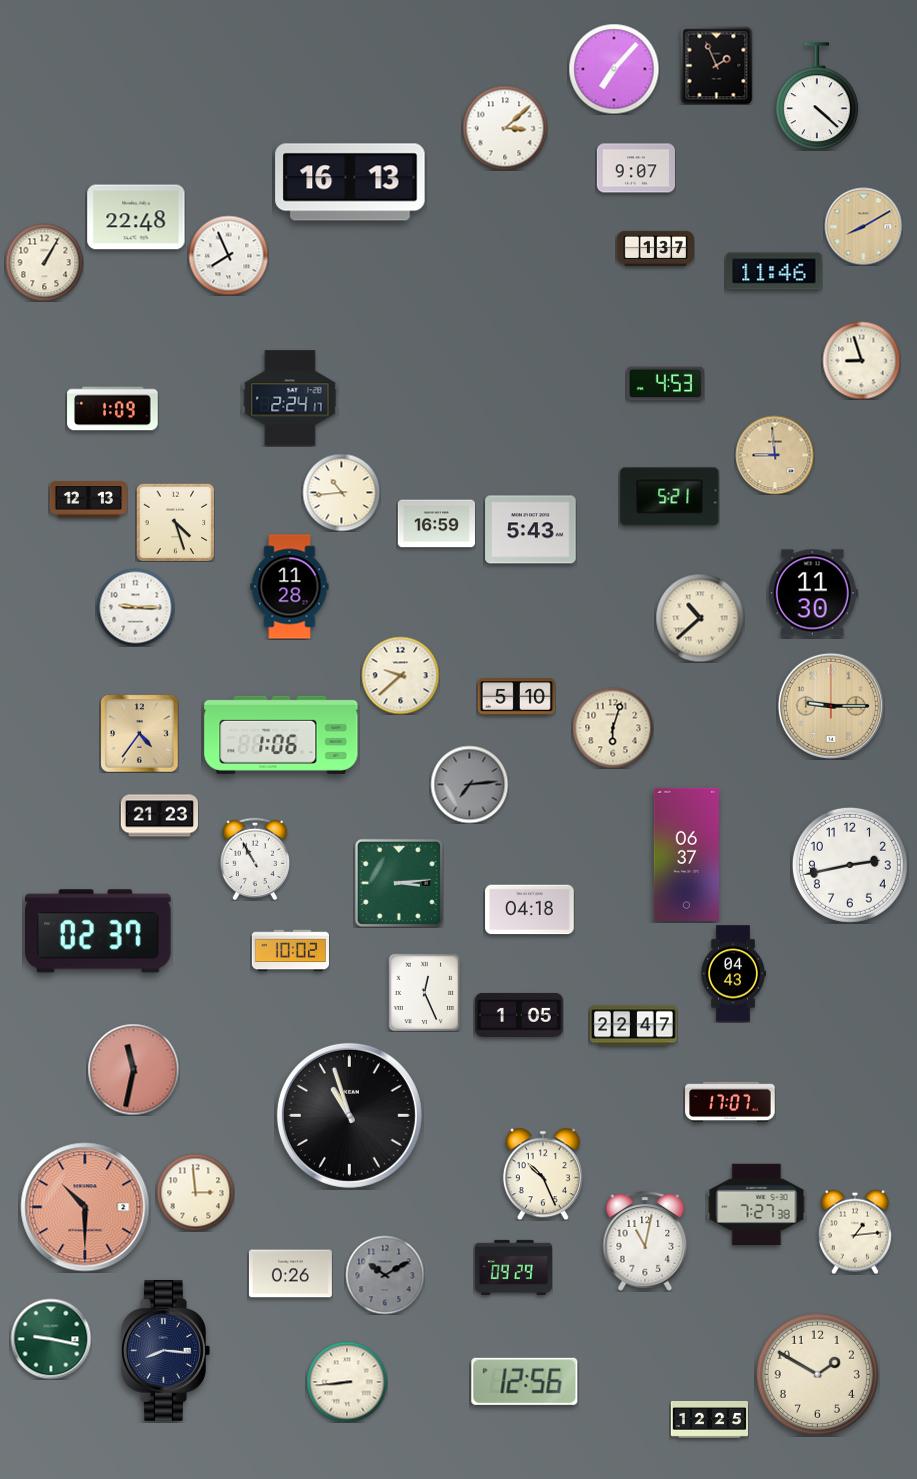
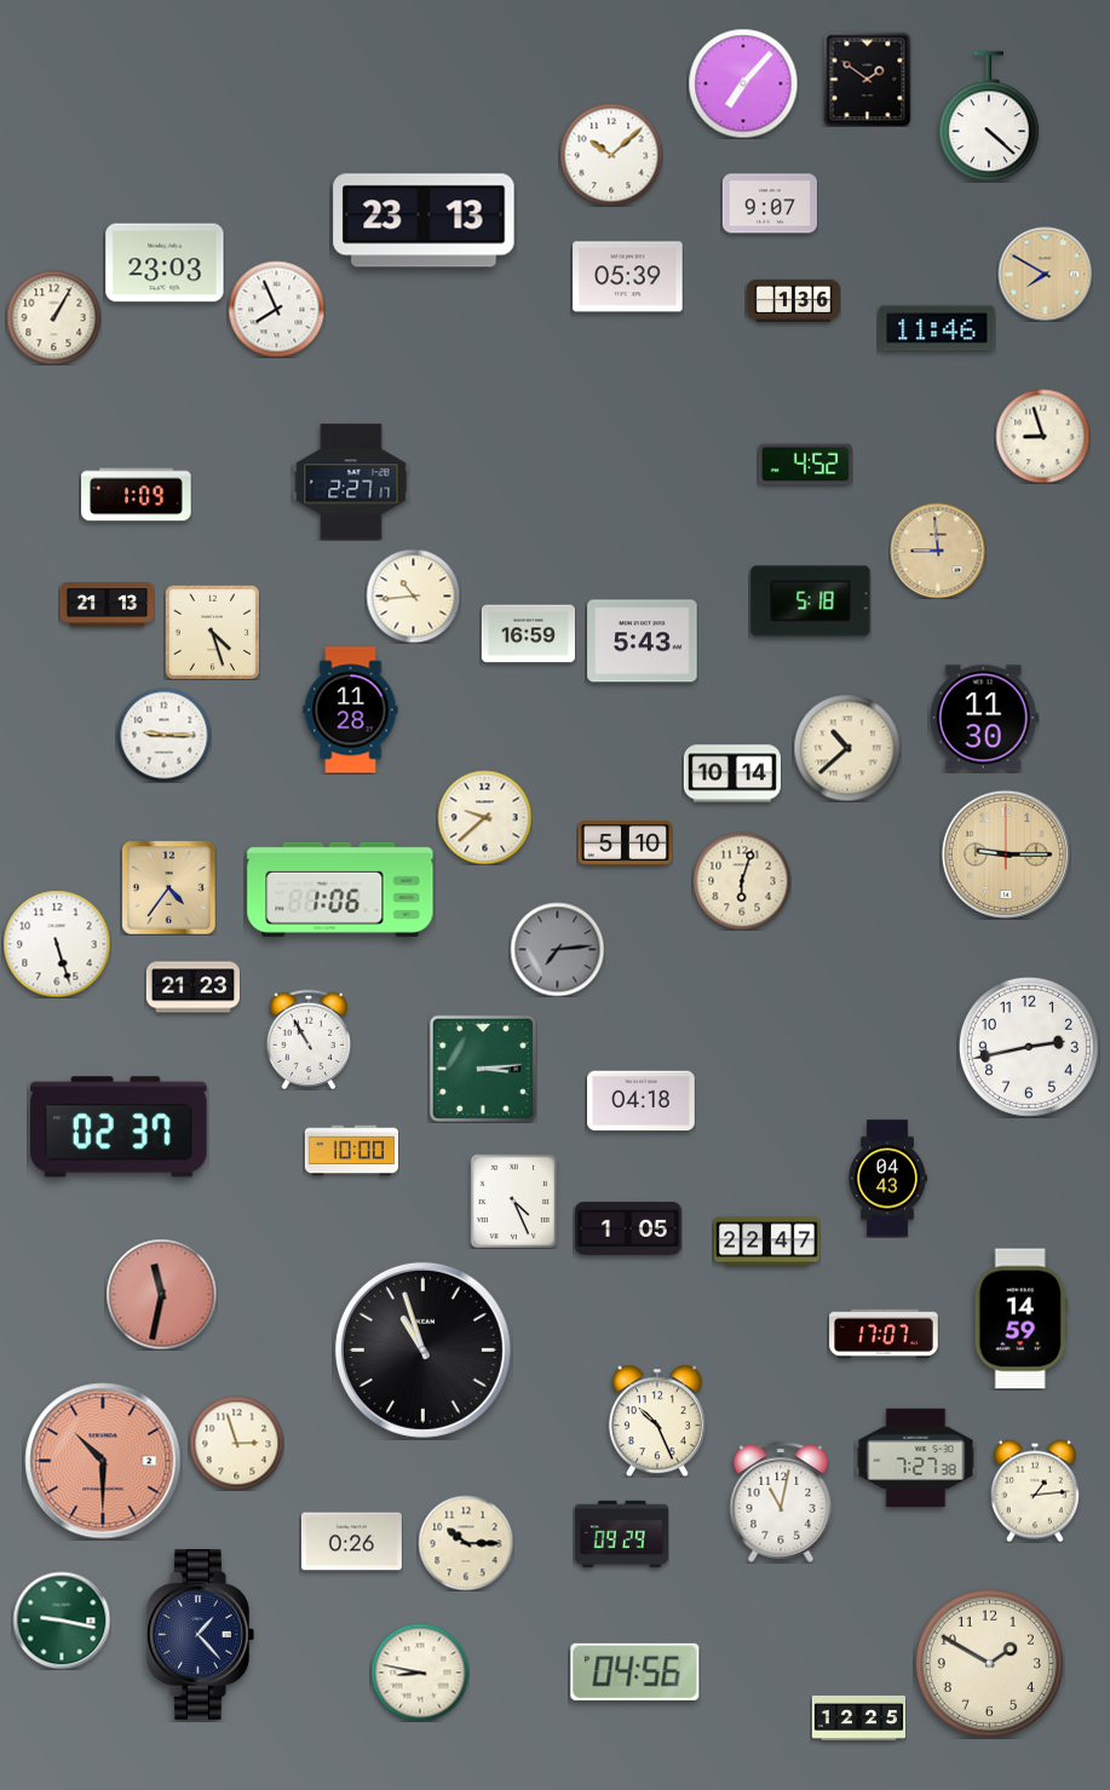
clock at (717, 65): 1:56 -> 1:51
clock at (505, 128): 3:08 -> 10:08
clock at (350, 182): 16:13 -> 23:13
clock at (136, 217): 22:48 -> 23:03
clock at (863, 226): 8:10 -> 7:50
clock at (628, 277): none -> 05:39
clock at (655, 248): 1:37 -> 1:36
clock at (665, 384): 4:53 -> 4:52
clock at (290, 398): 2:24 -> 2:27
clock at (670, 497): 5:21 -> 5:18
clock at (88, 500): 12:13 -> 21:13
clock at (732, 773): none -> 10:14
clock at (57, 944): none -> 5:27
clock at (469, 784) position: (469, 784) -> (557, 949)
clock at (687, 854): 06:37 -> none
clock at (290, 951): 10:02 -> 10:00
clock at (425, 992): 12:26 -> 4:26
clock at (1020, 1319): none -> 14:59
clock at (195, 1192): 2:59 -> 2:57
clock at (385, 1275): 10:10 -> 10:15
clock at (385, 1275) dial: grey -> cream
clock at (166, 1350): 8:16 -> 1:23
clock at (525, 1381): 12:56 -> 04:56
clock at (347, 1382): 8:44 -> 8:47
